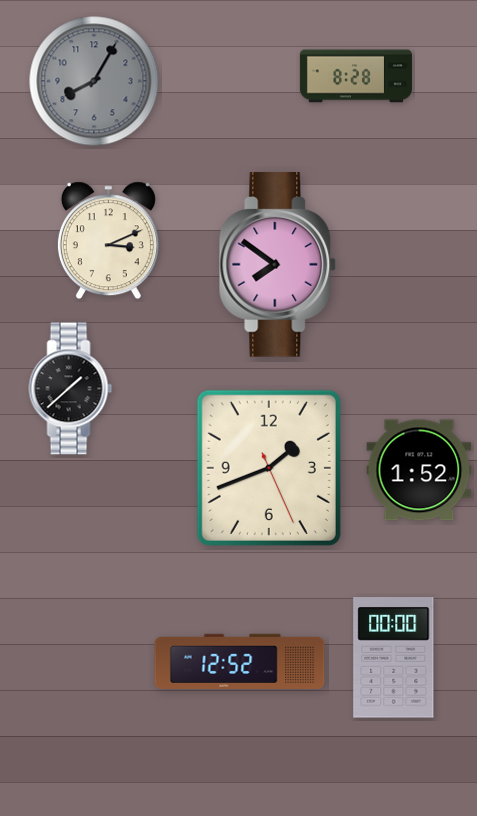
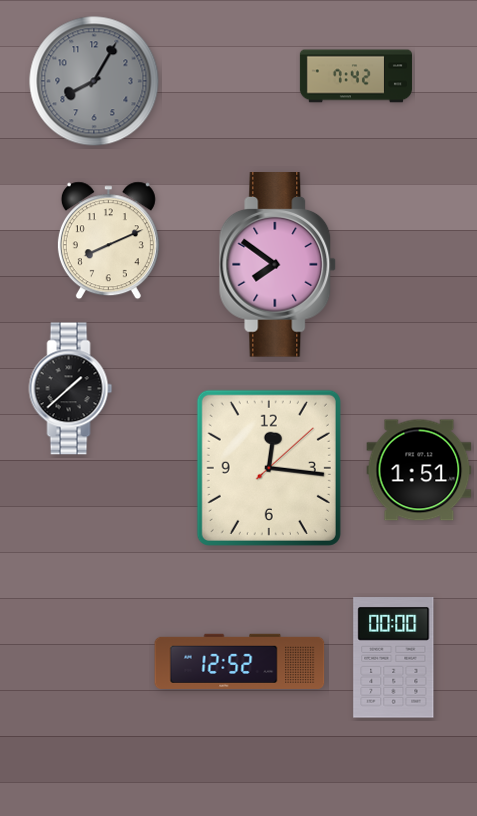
clock at (356, 76): 8:28 -> 7:42
clock at (108, 241): 3:11 -> 8:11
clock at (269, 468): 1:41 -> 12:16
clock at (419, 470): 1:52 -> 1:51
